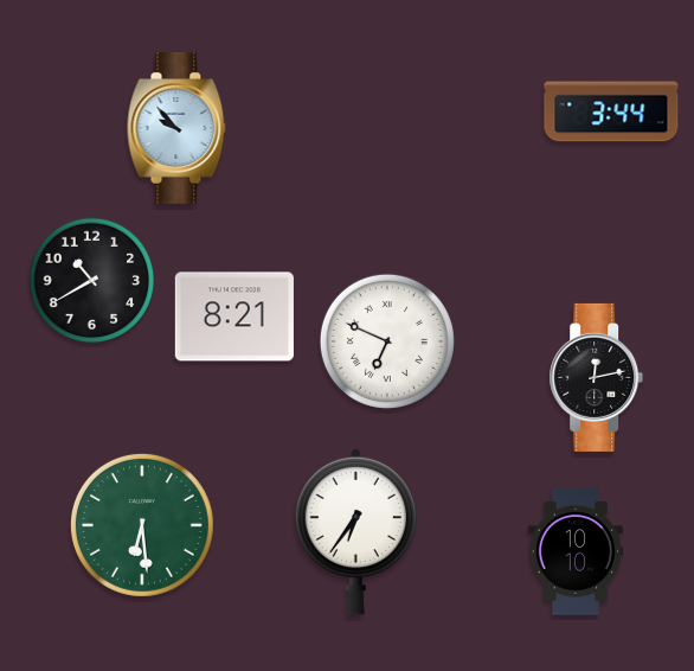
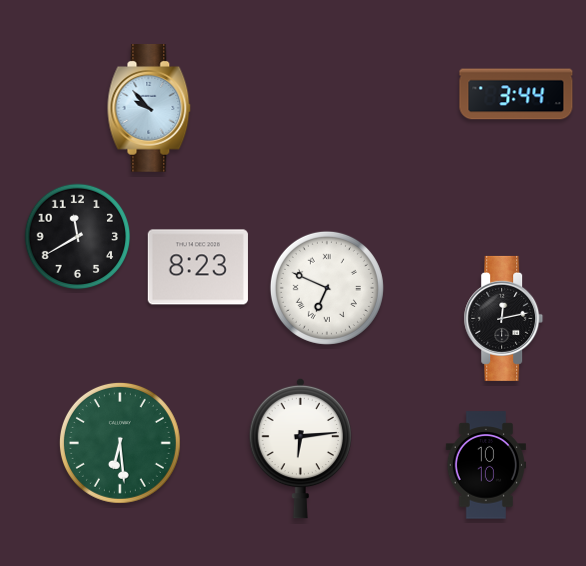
clock at (92, 281): 10:40 -> 11:40
clock at (234, 317): 8:21 -> 8:23
clock at (355, 531): 6:36 -> 6:14
